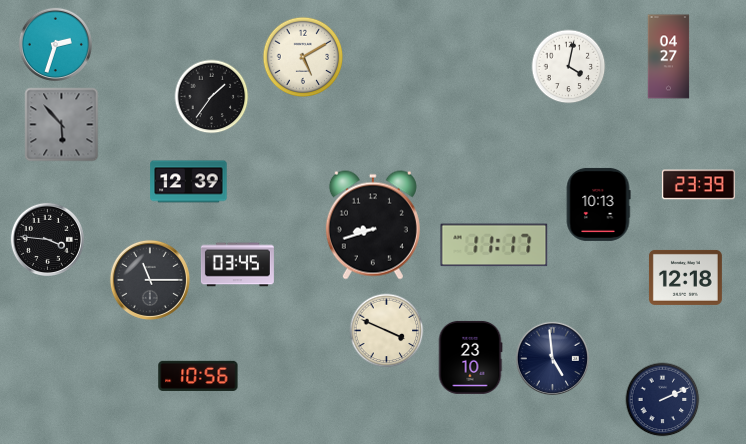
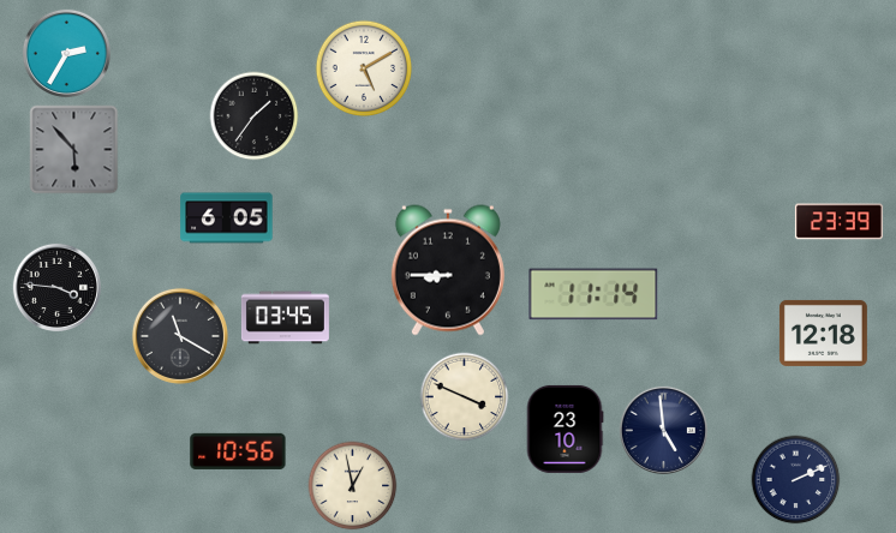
clock at (55, 44): 2:33 -> 2:35
clock at (669, 57): 04:27 -> none
clock at (569, 67): 4:02 -> none
clock at (189, 182): 12:39 -> 6:05
clock at (598, 204): 10:13 -> none
clock at (373, 225): 8:42 -> 8:45
clock at (494, 245): 11:17 -> 11:14
clock at (150, 280): 11:15 -> 11:20
clock at (353, 486): none -> 12:58
